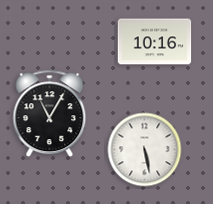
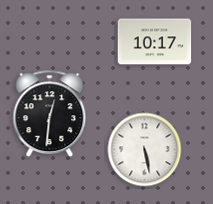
clock at (155, 42): 10:16 -> 10:17
clock at (50, 114): 11:05 -> 12:31
